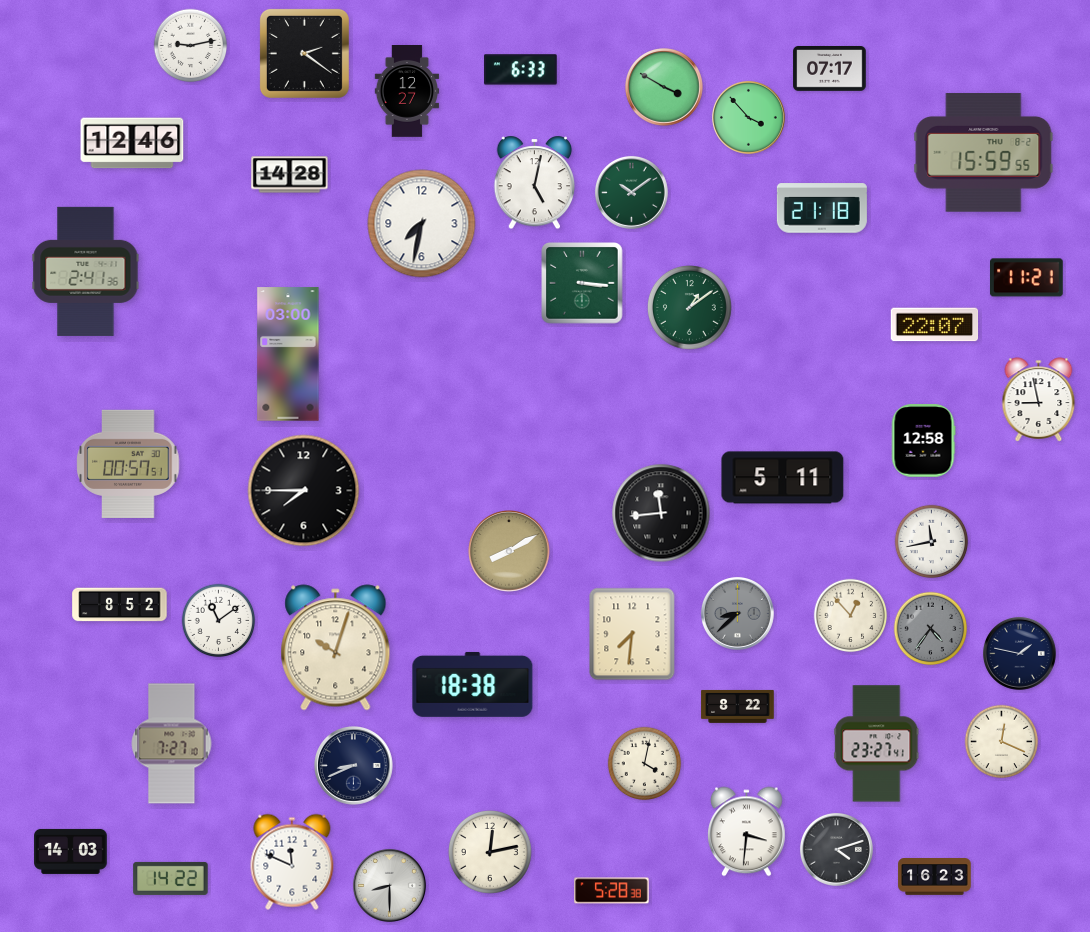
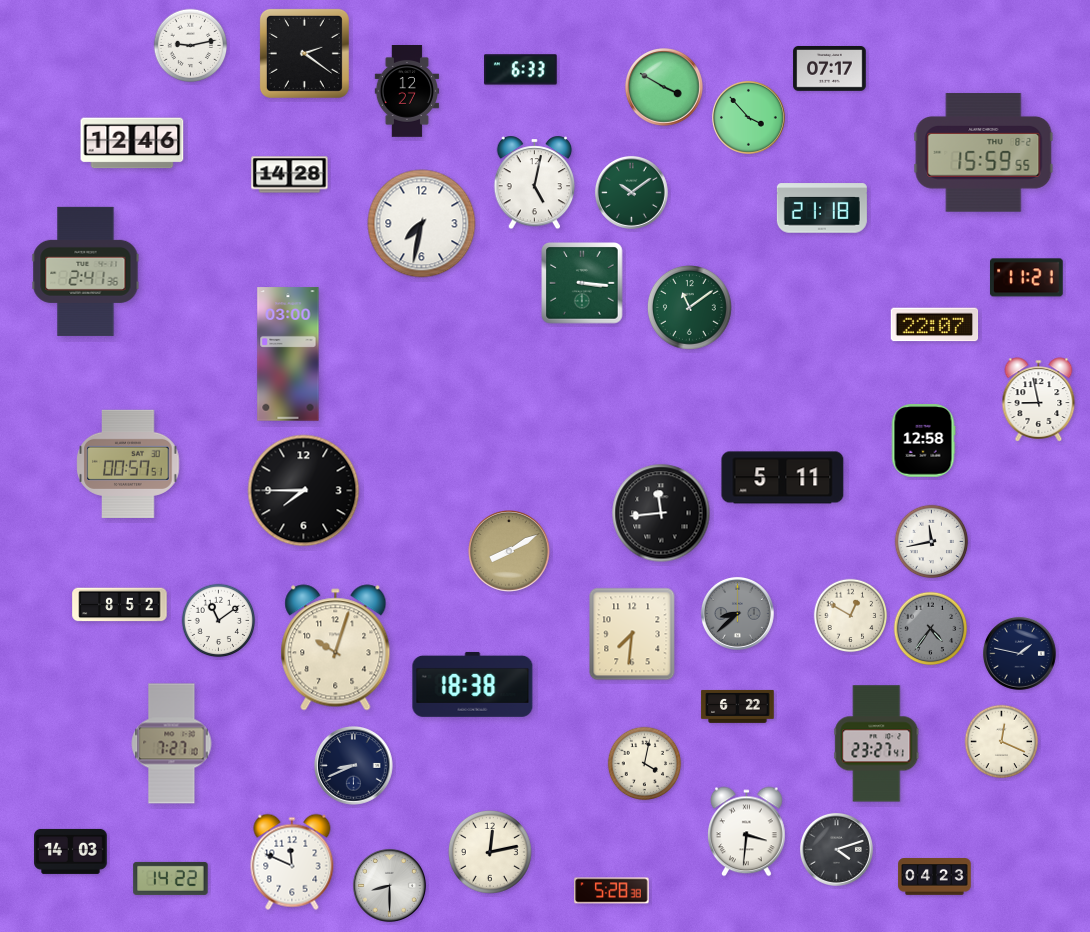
clock at (690, 308): 1:09 -> 11:09
clock at (851, 616): 12:53 -> 12:50
clock at (738, 706): 8:22 -> 6:22
clock at (935, 877): 16:23 -> 04:23
